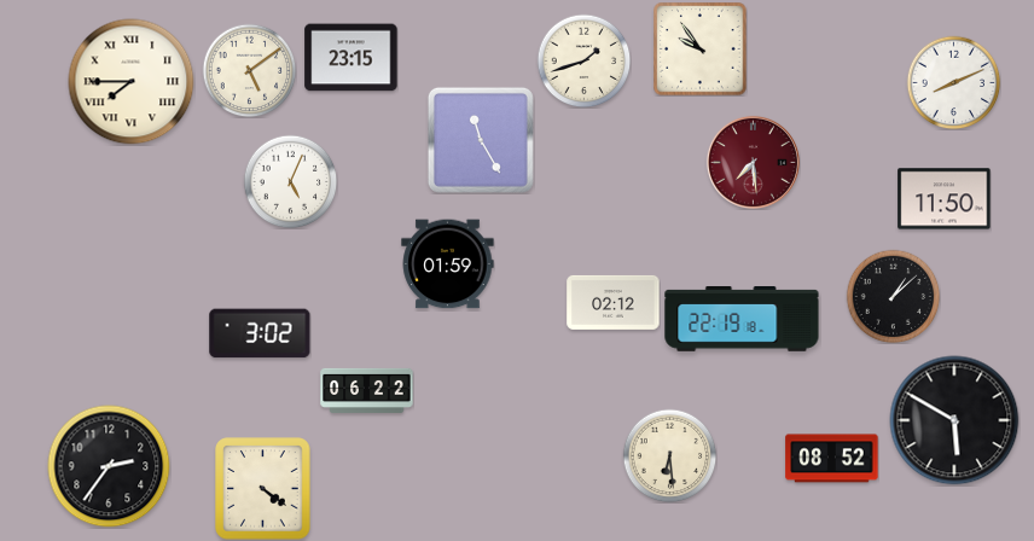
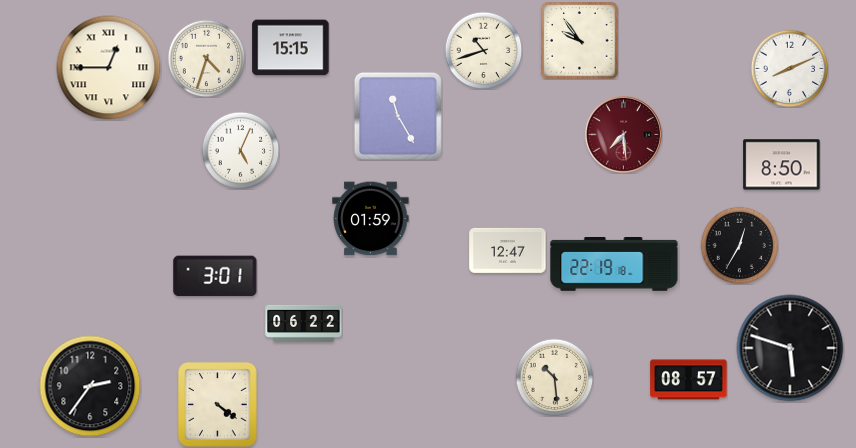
clock at (352, 58): 23:15 -> 15:15
clock at (583, 60): 1:42 -> 10:42
clock at (249, 70): 5:09 -> 4:33
clock at (132, 82): 7:45 -> 12:45
clock at (945, 199): 11:50 -> 8:50
clock at (893, 296): 1:08 -> 12:35
clock at (614, 302): 02:12 -> 12:47
clock at (260, 333): 3:02 -> 3:01
clock at (954, 420): 5:50 -> 5:48
clock at (669, 455): 6:29 -> 10:29
clock at (832, 459): 08:52 -> 08:57
